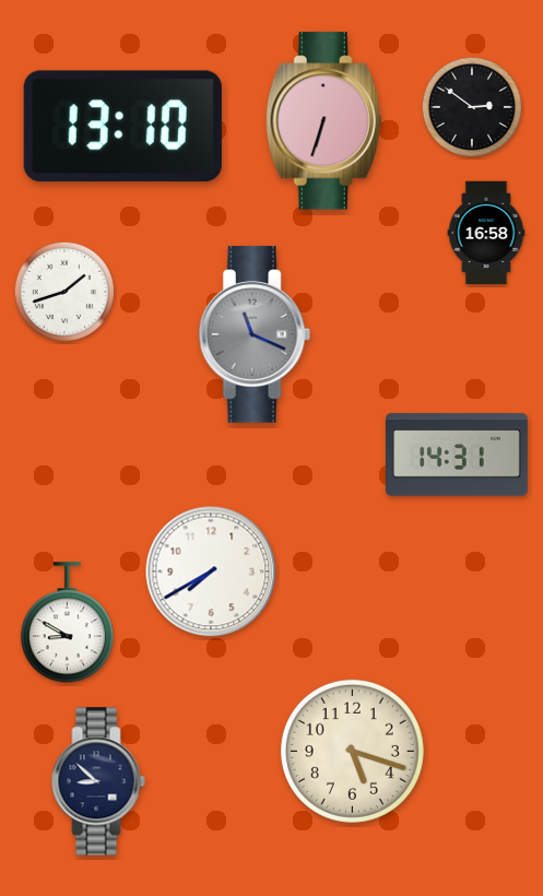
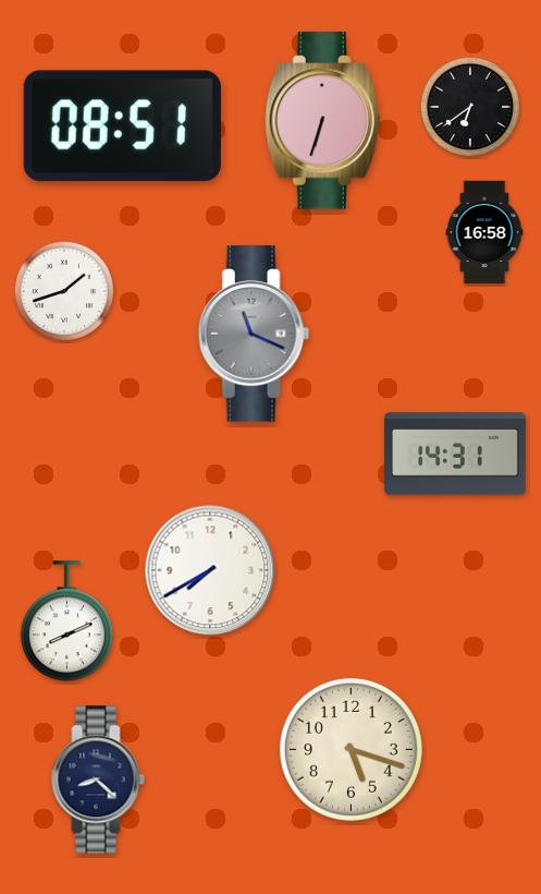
clock at (471, 106): 2:51 -> 6:39
clock at (122, 127): 13:10 -> 08:51
clock at (67, 623): 8:50 -> 8:11
clock at (98, 781): 8:52 -> 8:22
